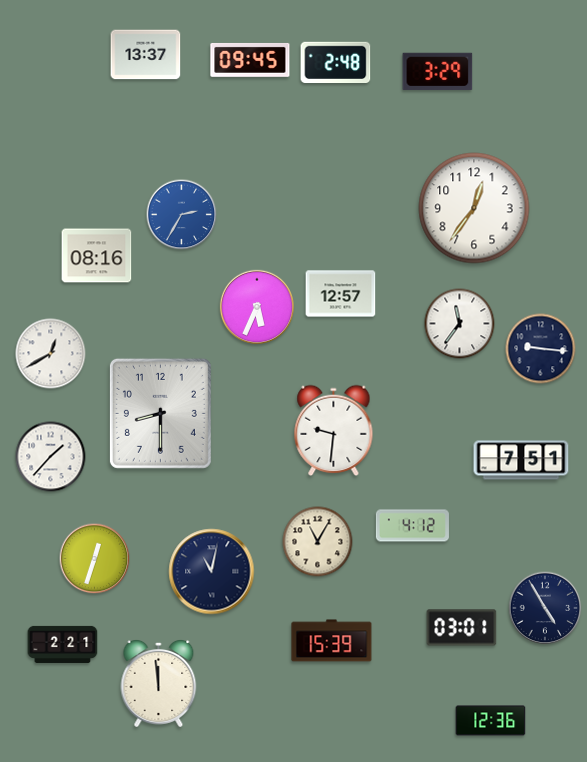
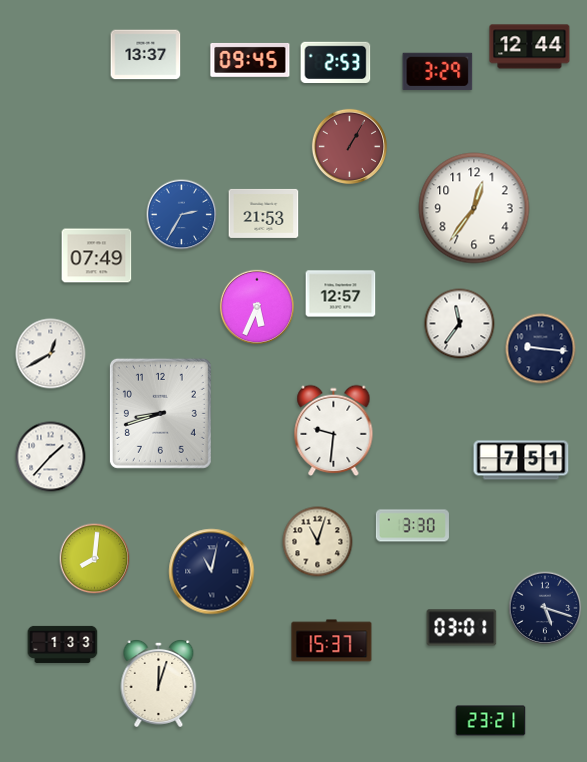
clock at (530, 47): none -> 12:44
clock at (336, 62): 2:48 -> 2:53
clock at (349, 146): none -> 1:05
clock at (264, 213): none -> 21:53
clock at (97, 256): 08:16 -> 07:49
clock at (160, 413): 8:30 -> 8:42
clock at (412, 526): 4:12 -> 3:30
clock at (318, 542): 11:05 -> 11:03
clock at (95, 559): 12:33 -> 8:01
clock at (545, 608): 4:55 -> 5:18
clock at (332, 641): 15:39 -> 15:37
clock at (63, 644): 2:21 -> 1:33
clock at (159, 684): 11:59 -> 12:03
clock at (491, 721): 12:36 -> 23:21
